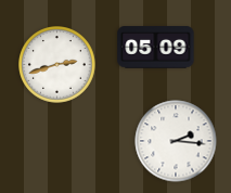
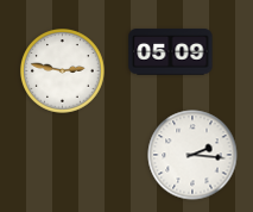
clock at (57, 65): 2:42 -> 2:47
